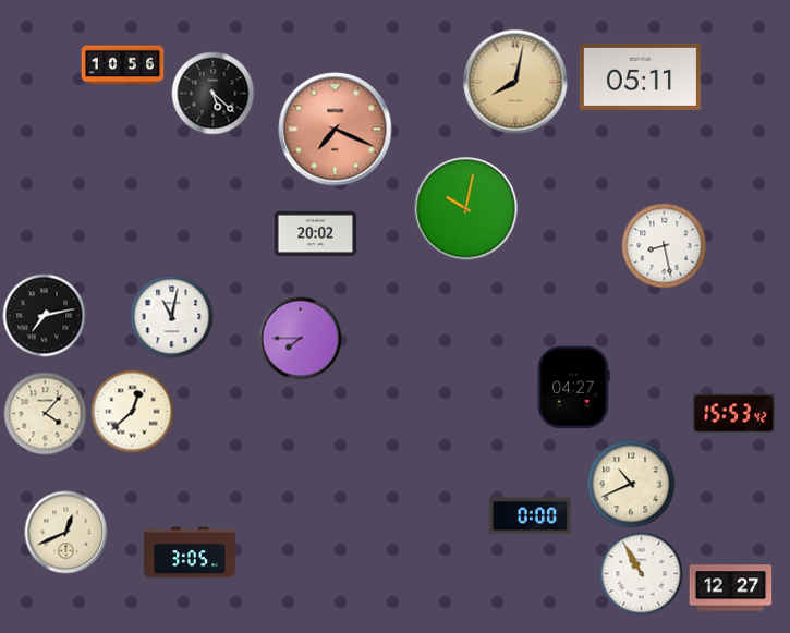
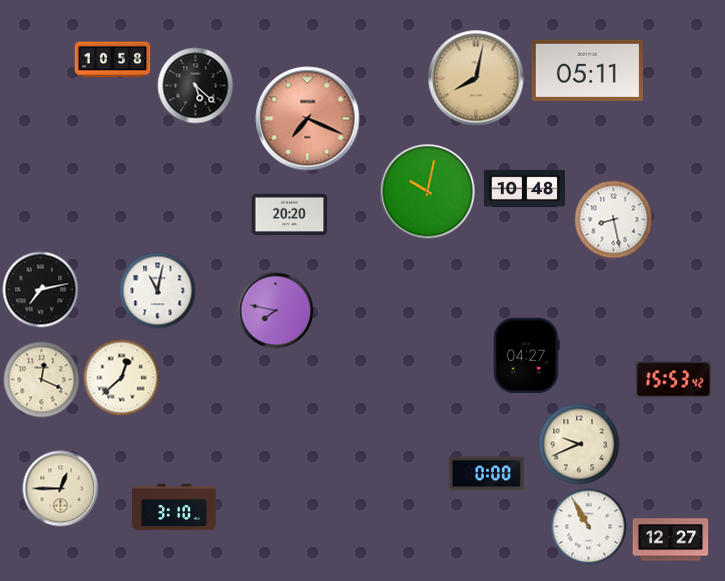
clock at (123, 65): 10:56 -> 10:58
clock at (515, 82) position: (515, 82) -> (476, 78)
clock at (524, 189): none -> 10:48
clock at (316, 234): 20:02 -> 20:20
clock at (665, 246) position: (665, 246) -> (614, 220)
clock at (301, 339): 7:45 -> 7:47
clock at (46, 414): 4:07 -> 12:19
clock at (631, 484): 10:41 -> 9:41
clock at (66, 533): 12:41 -> 12:45
clock at (191, 552): 3:05 -> 3:10
